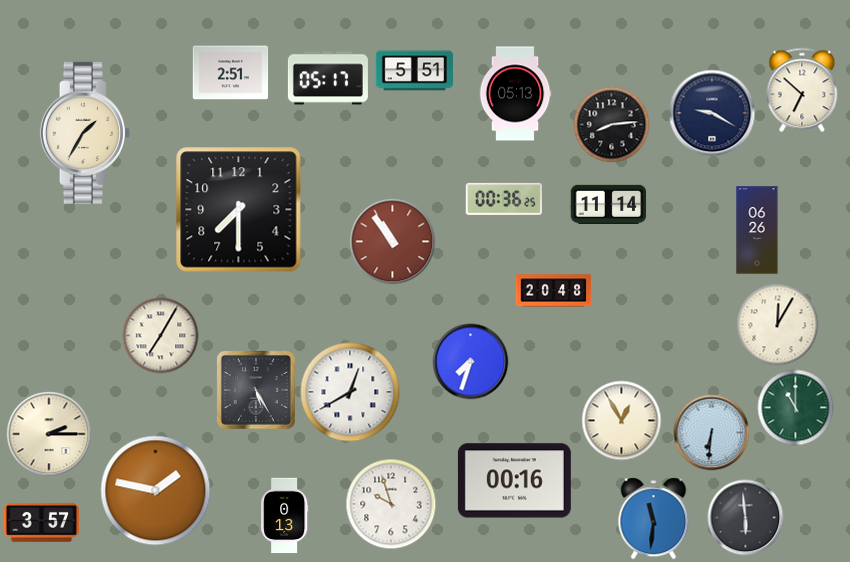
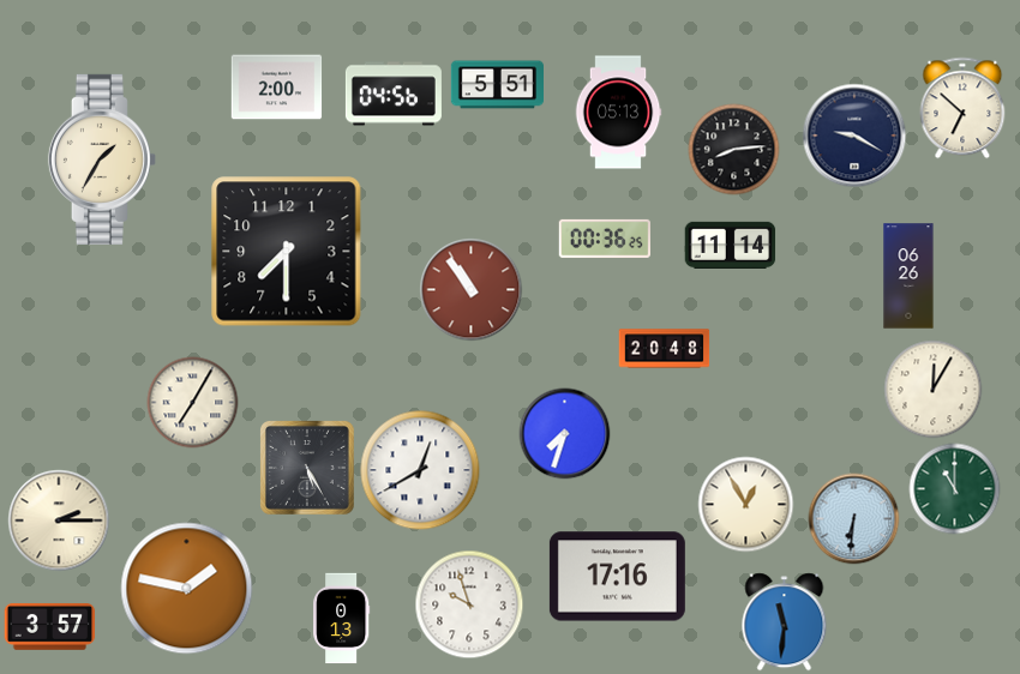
clock at (231, 73): 2:51 -> 2:00
clock at (328, 78): 05:17 -> 04:56
clock at (514, 481): 00:16 -> 17:16
clock at (746, 518): 5:59 -> none
